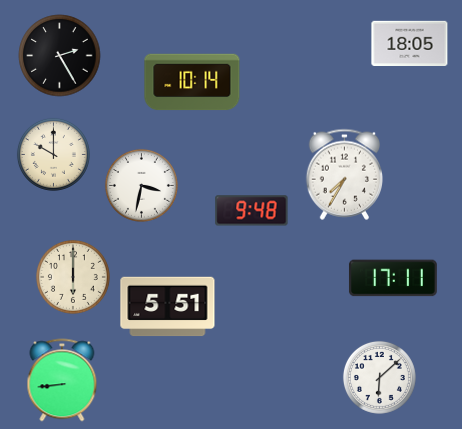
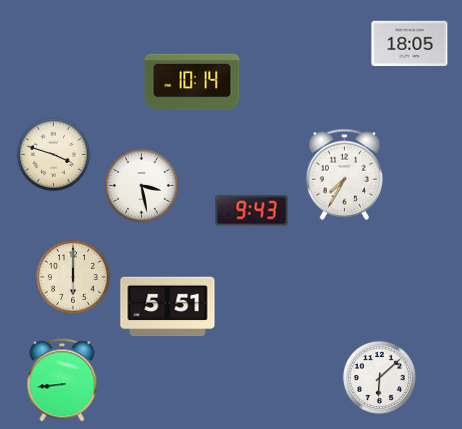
clock at (60, 56): 2:25 -> none
clock at (53, 154): 10:00 -> 3:48
clock at (141, 185): 3:32 -> 3:28
clock at (252, 211): 9:48 -> 9:43
clock at (393, 278): 17:11 -> none
